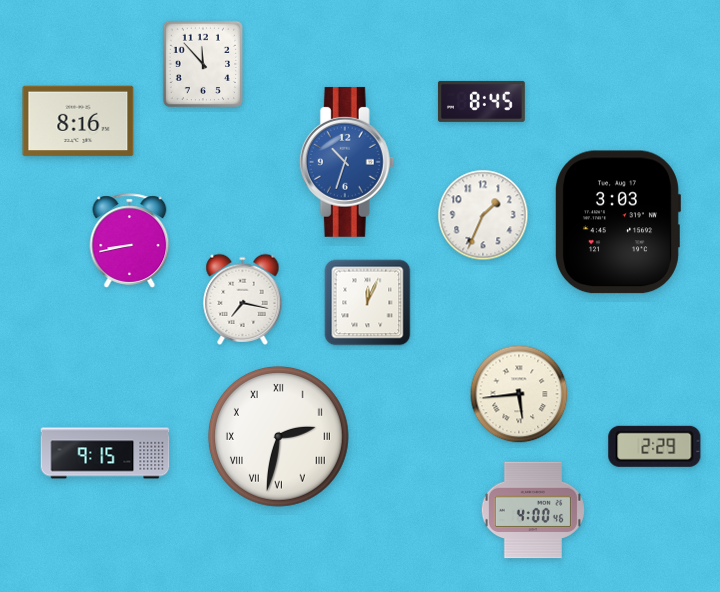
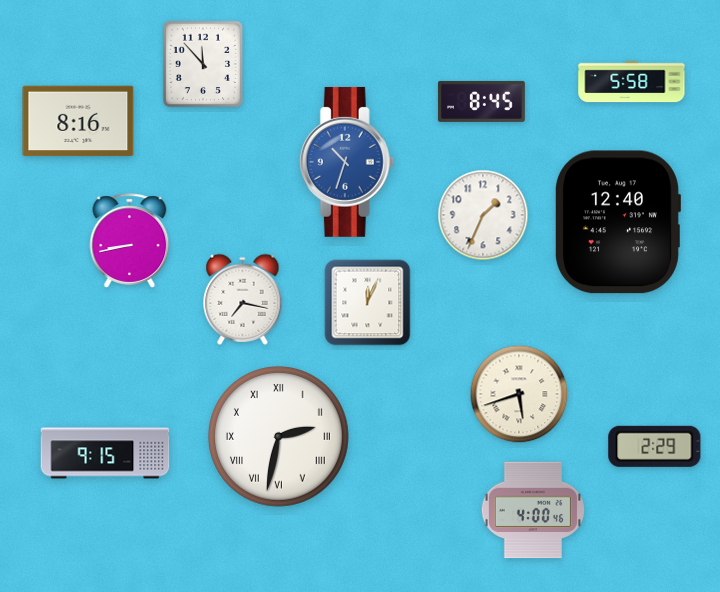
clock at (632, 82): none -> 5:58
clock at (617, 222): 3:03 -> 12:40
clock at (519, 394): 5:44 -> 5:42
